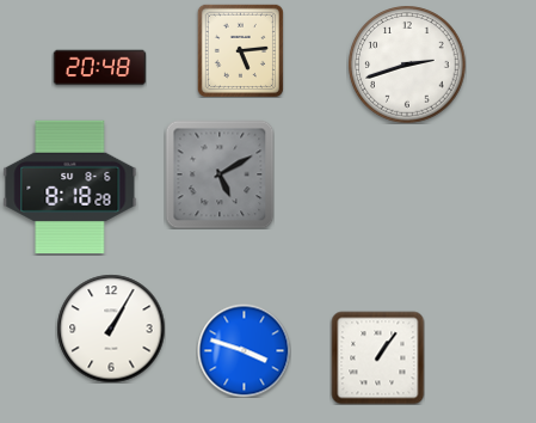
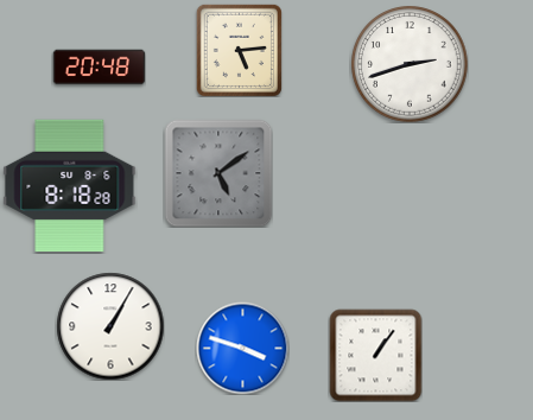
clock at (407, 65) position: (407, 65) -> (410, 64)
clock at (220, 174): 5:10 -> 5:09
